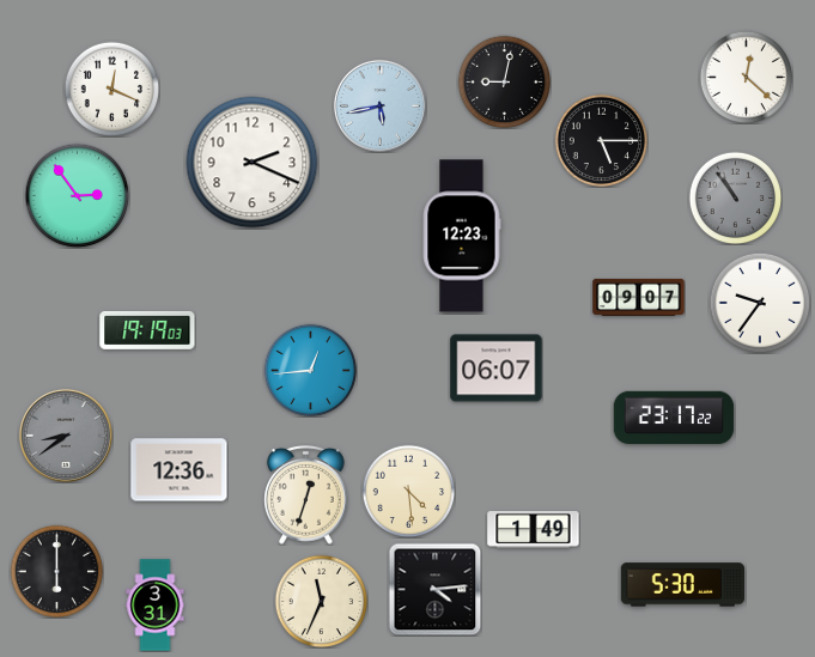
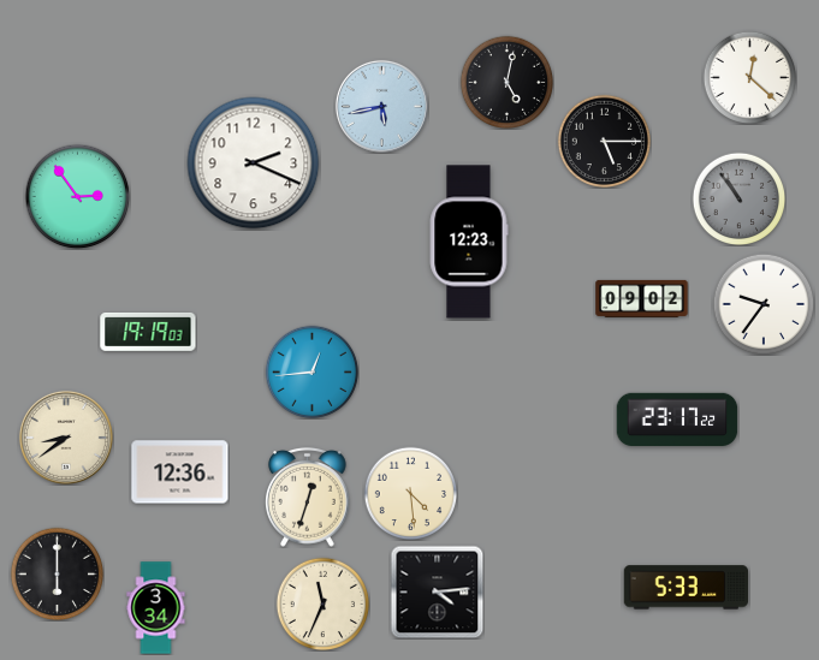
clock at (504, 81): 9:02 -> 5:02
clock at (111, 89): 12:19 -> none
clock at (462, 236) position: (462, 236) -> (469, 242)
clock at (639, 297): 09:07 -> 09:02
clock at (497, 369): 06:07 -> none
clock at (66, 436) dial: grey -> cream
clock at (534, 530): 1:49 -> none
clock at (682, 585): 5:30 -> 5:33
clock at (156, 606): 3:31 -> 3:34
